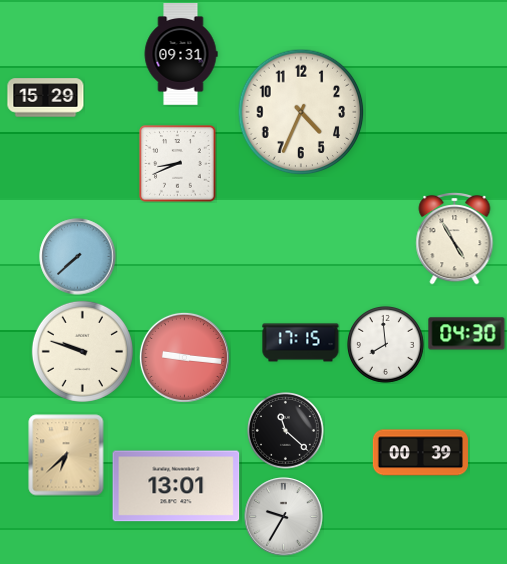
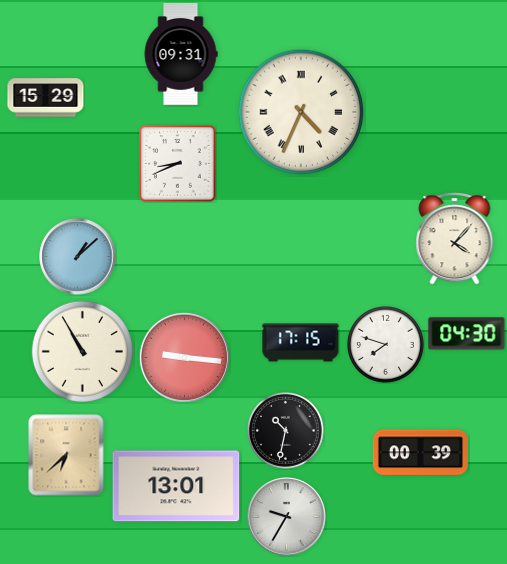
clock at (301, 112) numerals: Arabic -> Roman
clock at (455, 239): 4:55 -> 4:07
clock at (78, 257): 7:38 -> 1:08
clock at (386, 345): 7:59 -> 7:48
clock at (82, 351): 9:48 -> 10:55
clock at (286, 431): 11:22 -> 10:32
clock at (284, 517) position: (284, 517) -> (287, 517)
